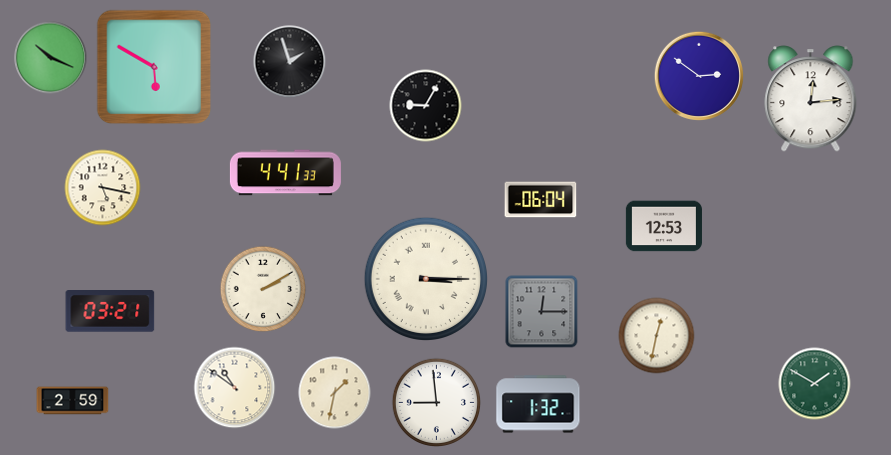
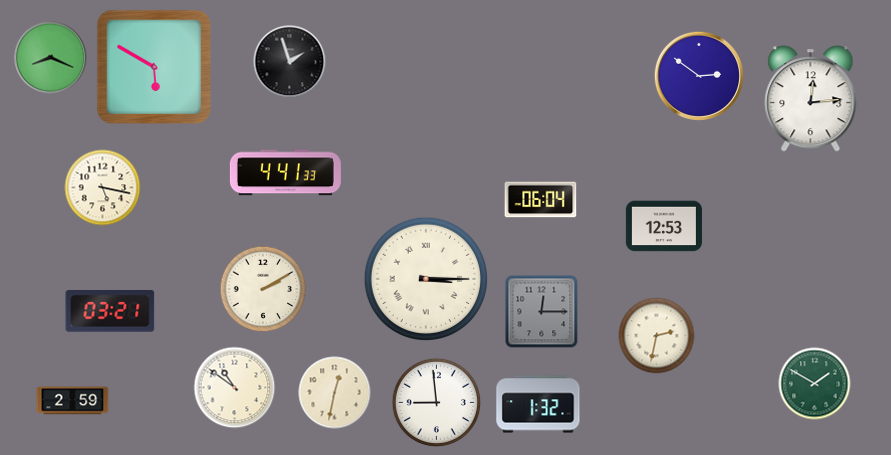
clock at (51, 58): 10:19 -> 8:19
clock at (426, 106): 9:05 -> none
clock at (657, 336): 12:32 -> 2:32
clock at (335, 393): 1:32 -> 12:32
